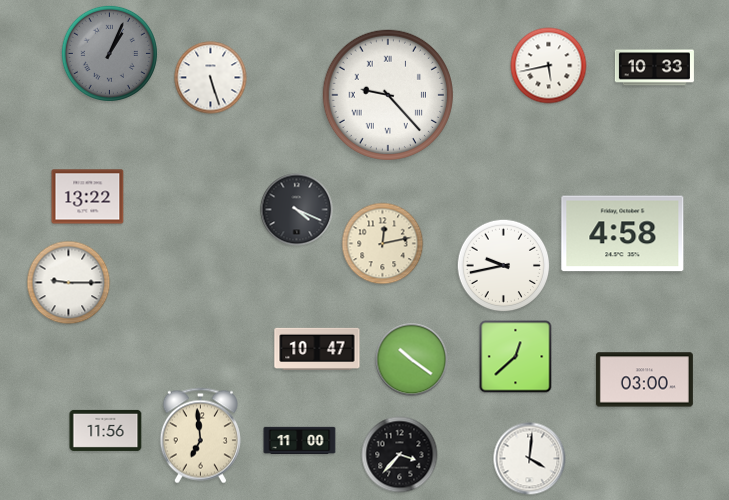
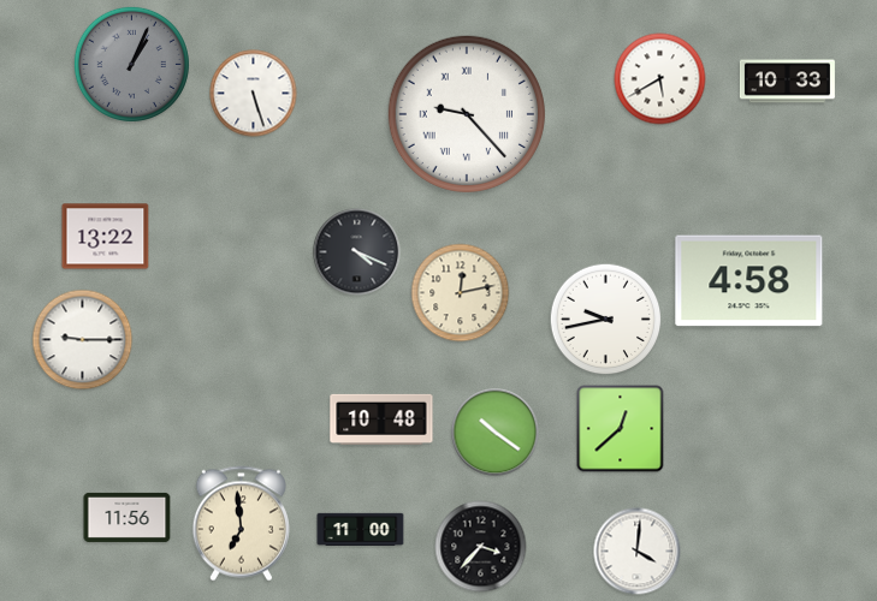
clock at (549, 66): 5:43 -> 5:40
clock at (317, 348): 10:47 -> 10:48
clock at (644, 380): 03:00 -> none
